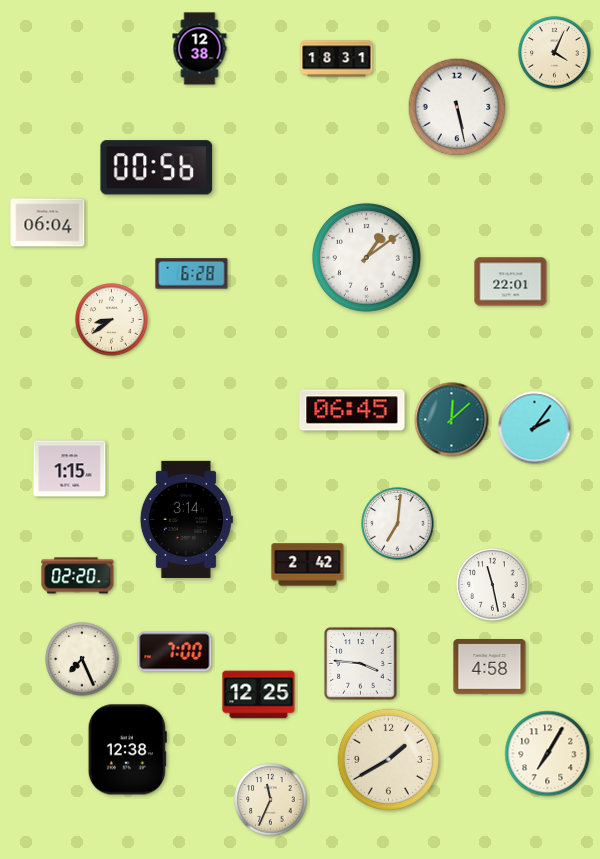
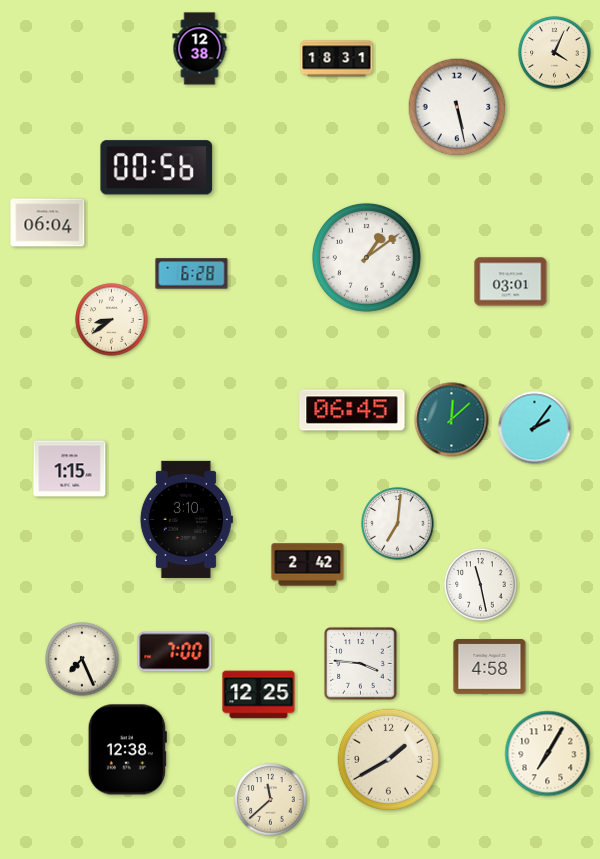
clock at (511, 282): 22:01 -> 03:01
clock at (186, 519): 3:14 -> 3:10
clock at (78, 576): 02:20 -> none
clock at (493, 585) position: (493, 585) -> (481, 585)
clock at (271, 800): 11:34 -> 11:38
